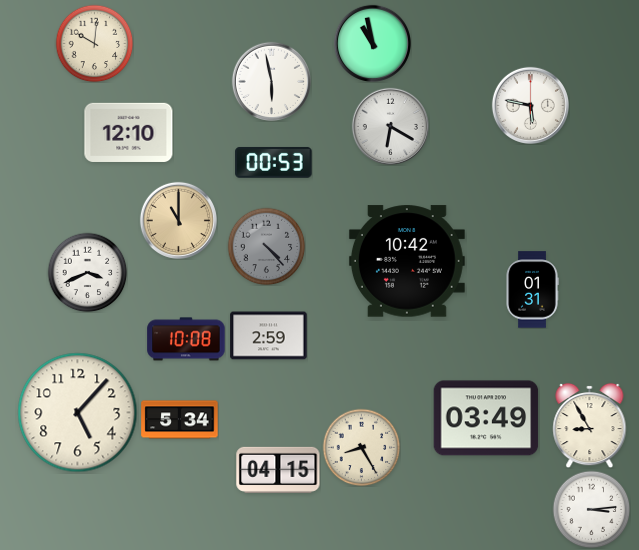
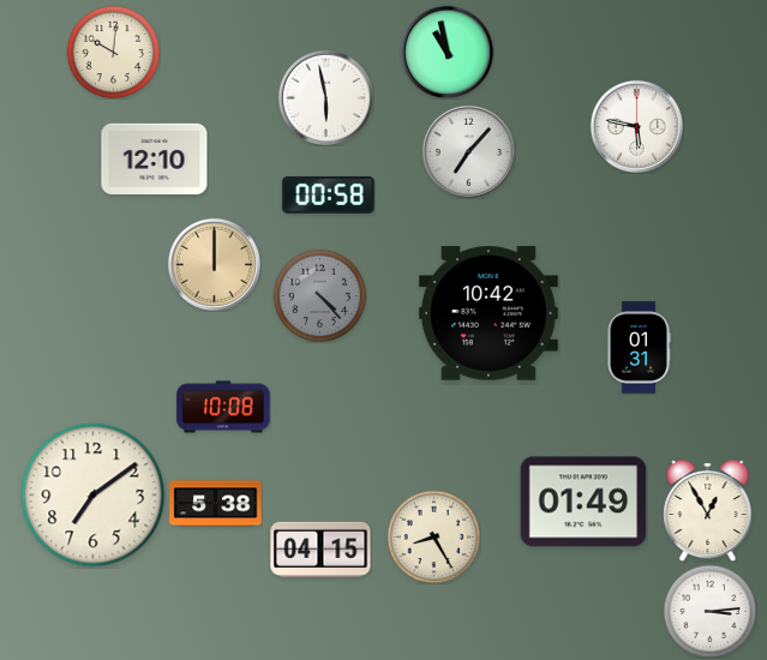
clock at (390, 126): 6:20 -> 7:07
clock at (274, 163): 00:53 -> 00:58
clock at (178, 220): 11:00 -> 12:00
clock at (87, 272): 3:41 -> none
clock at (269, 336): 2:59 -> none
clock at (78, 413): 5:07 -> 7:09
clock at (486, 418): 03:49 -> 01:49
clock at (180, 420): 5:34 -> 5:38
clock at (590, 425): 8:55 -> 12:55
clock at (278, 470) position: (278, 470) -> (320, 550)
